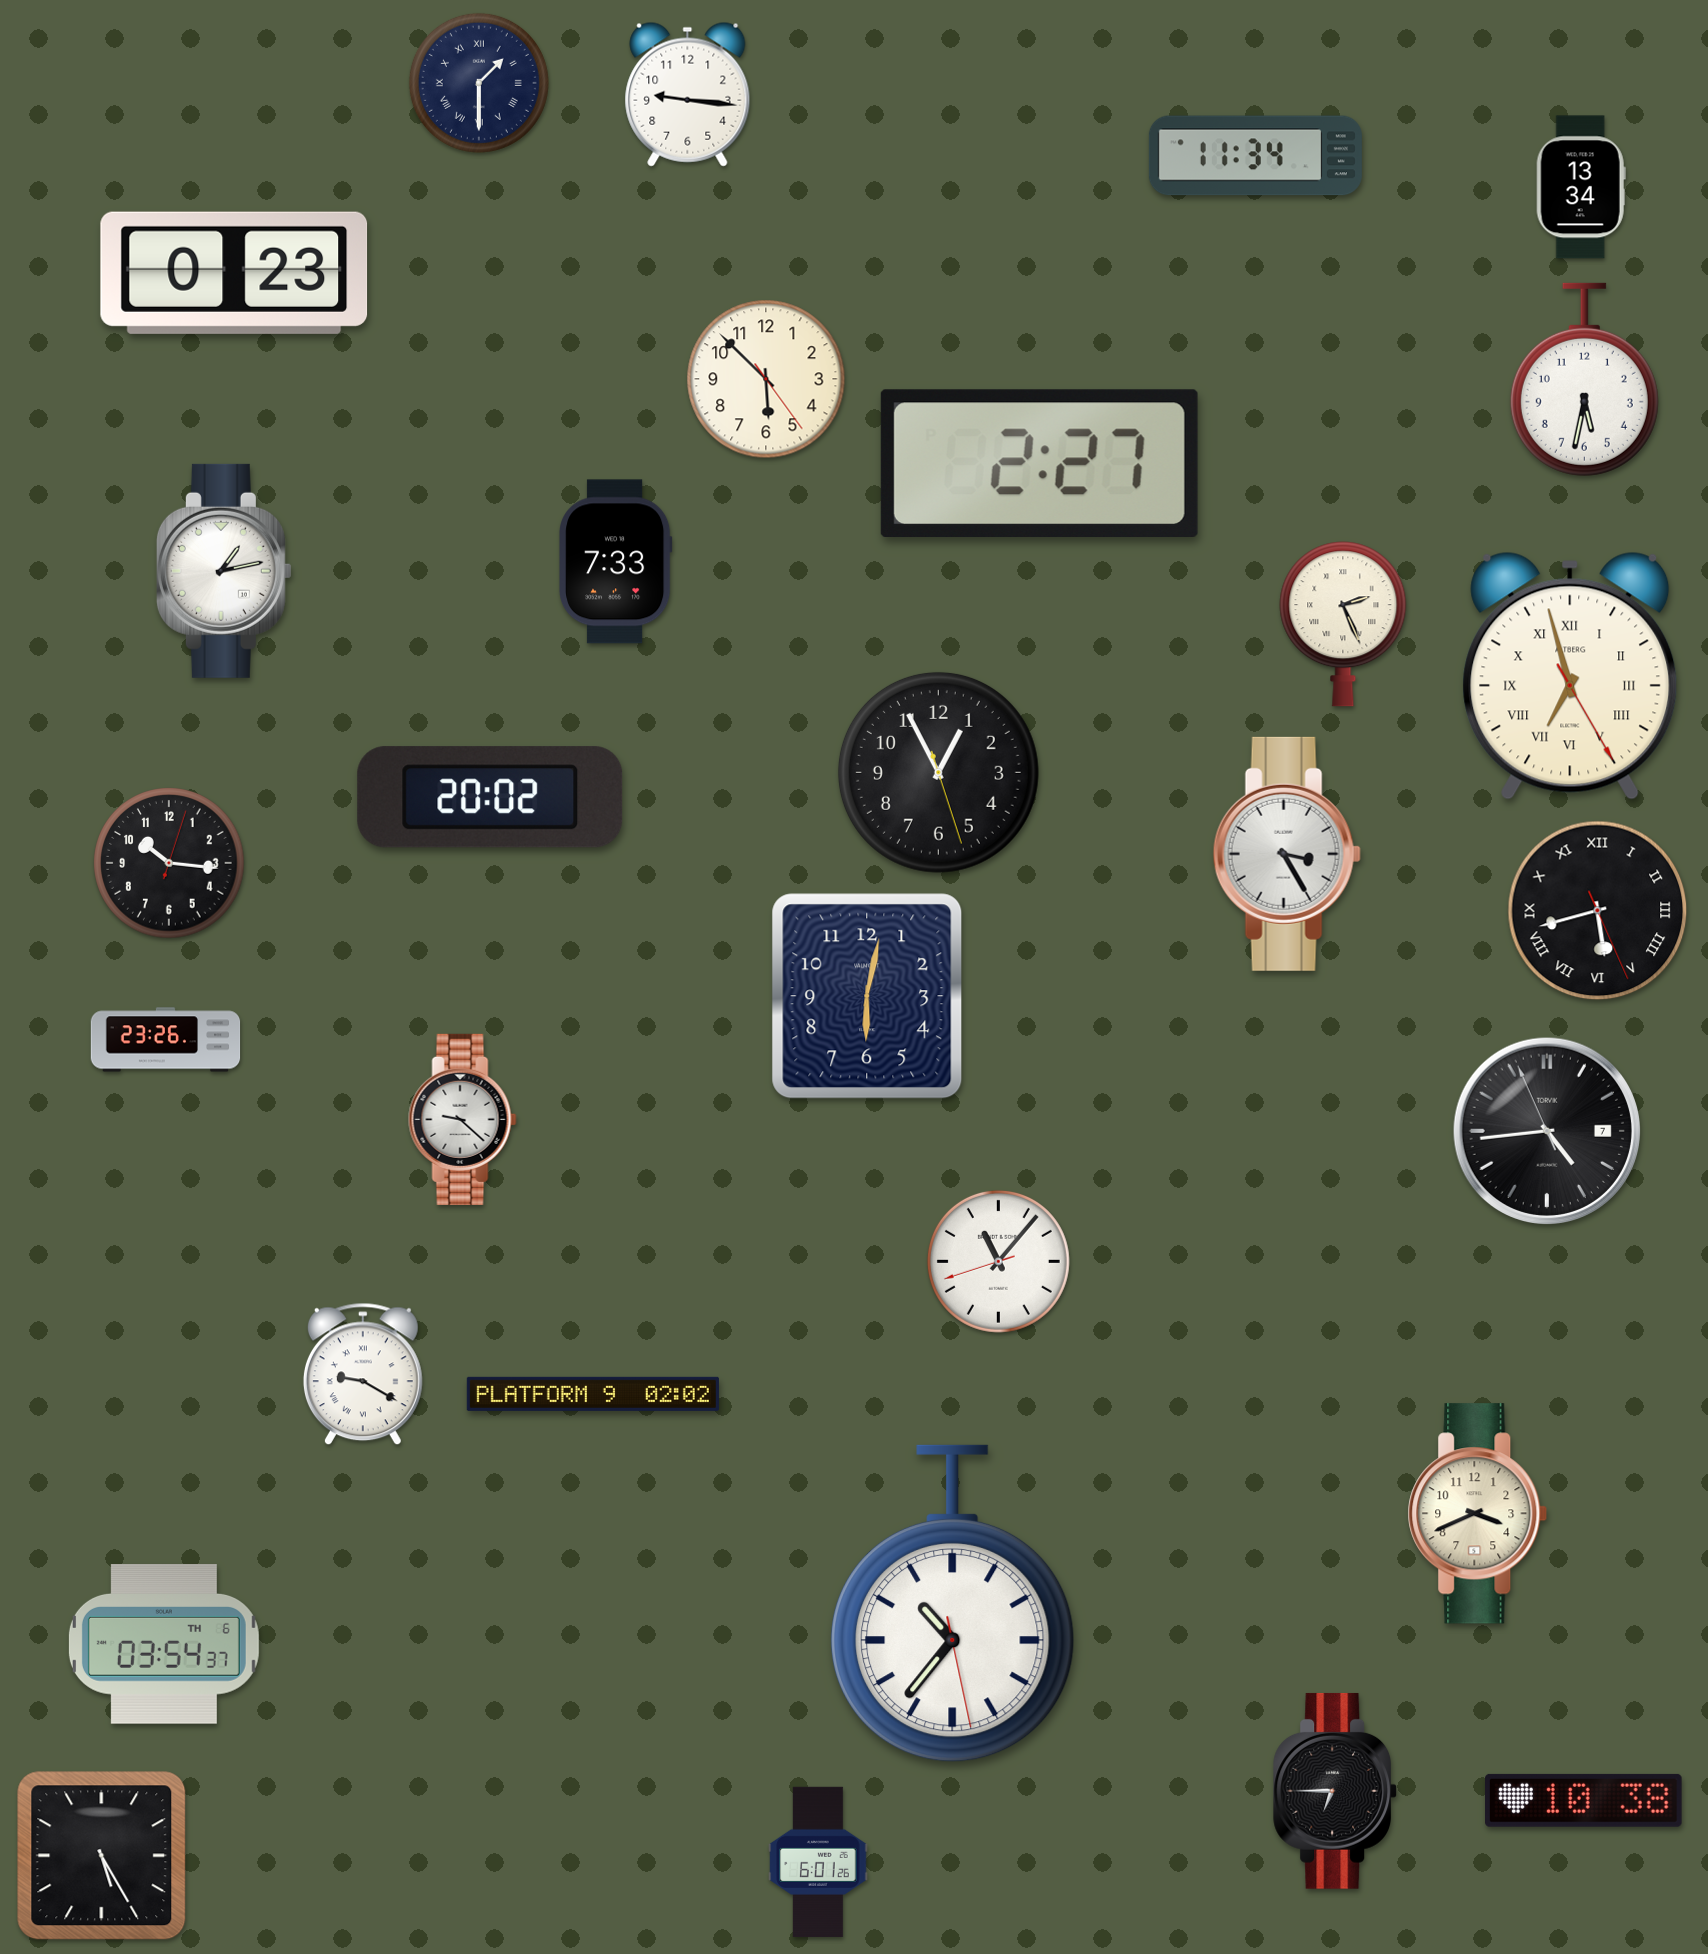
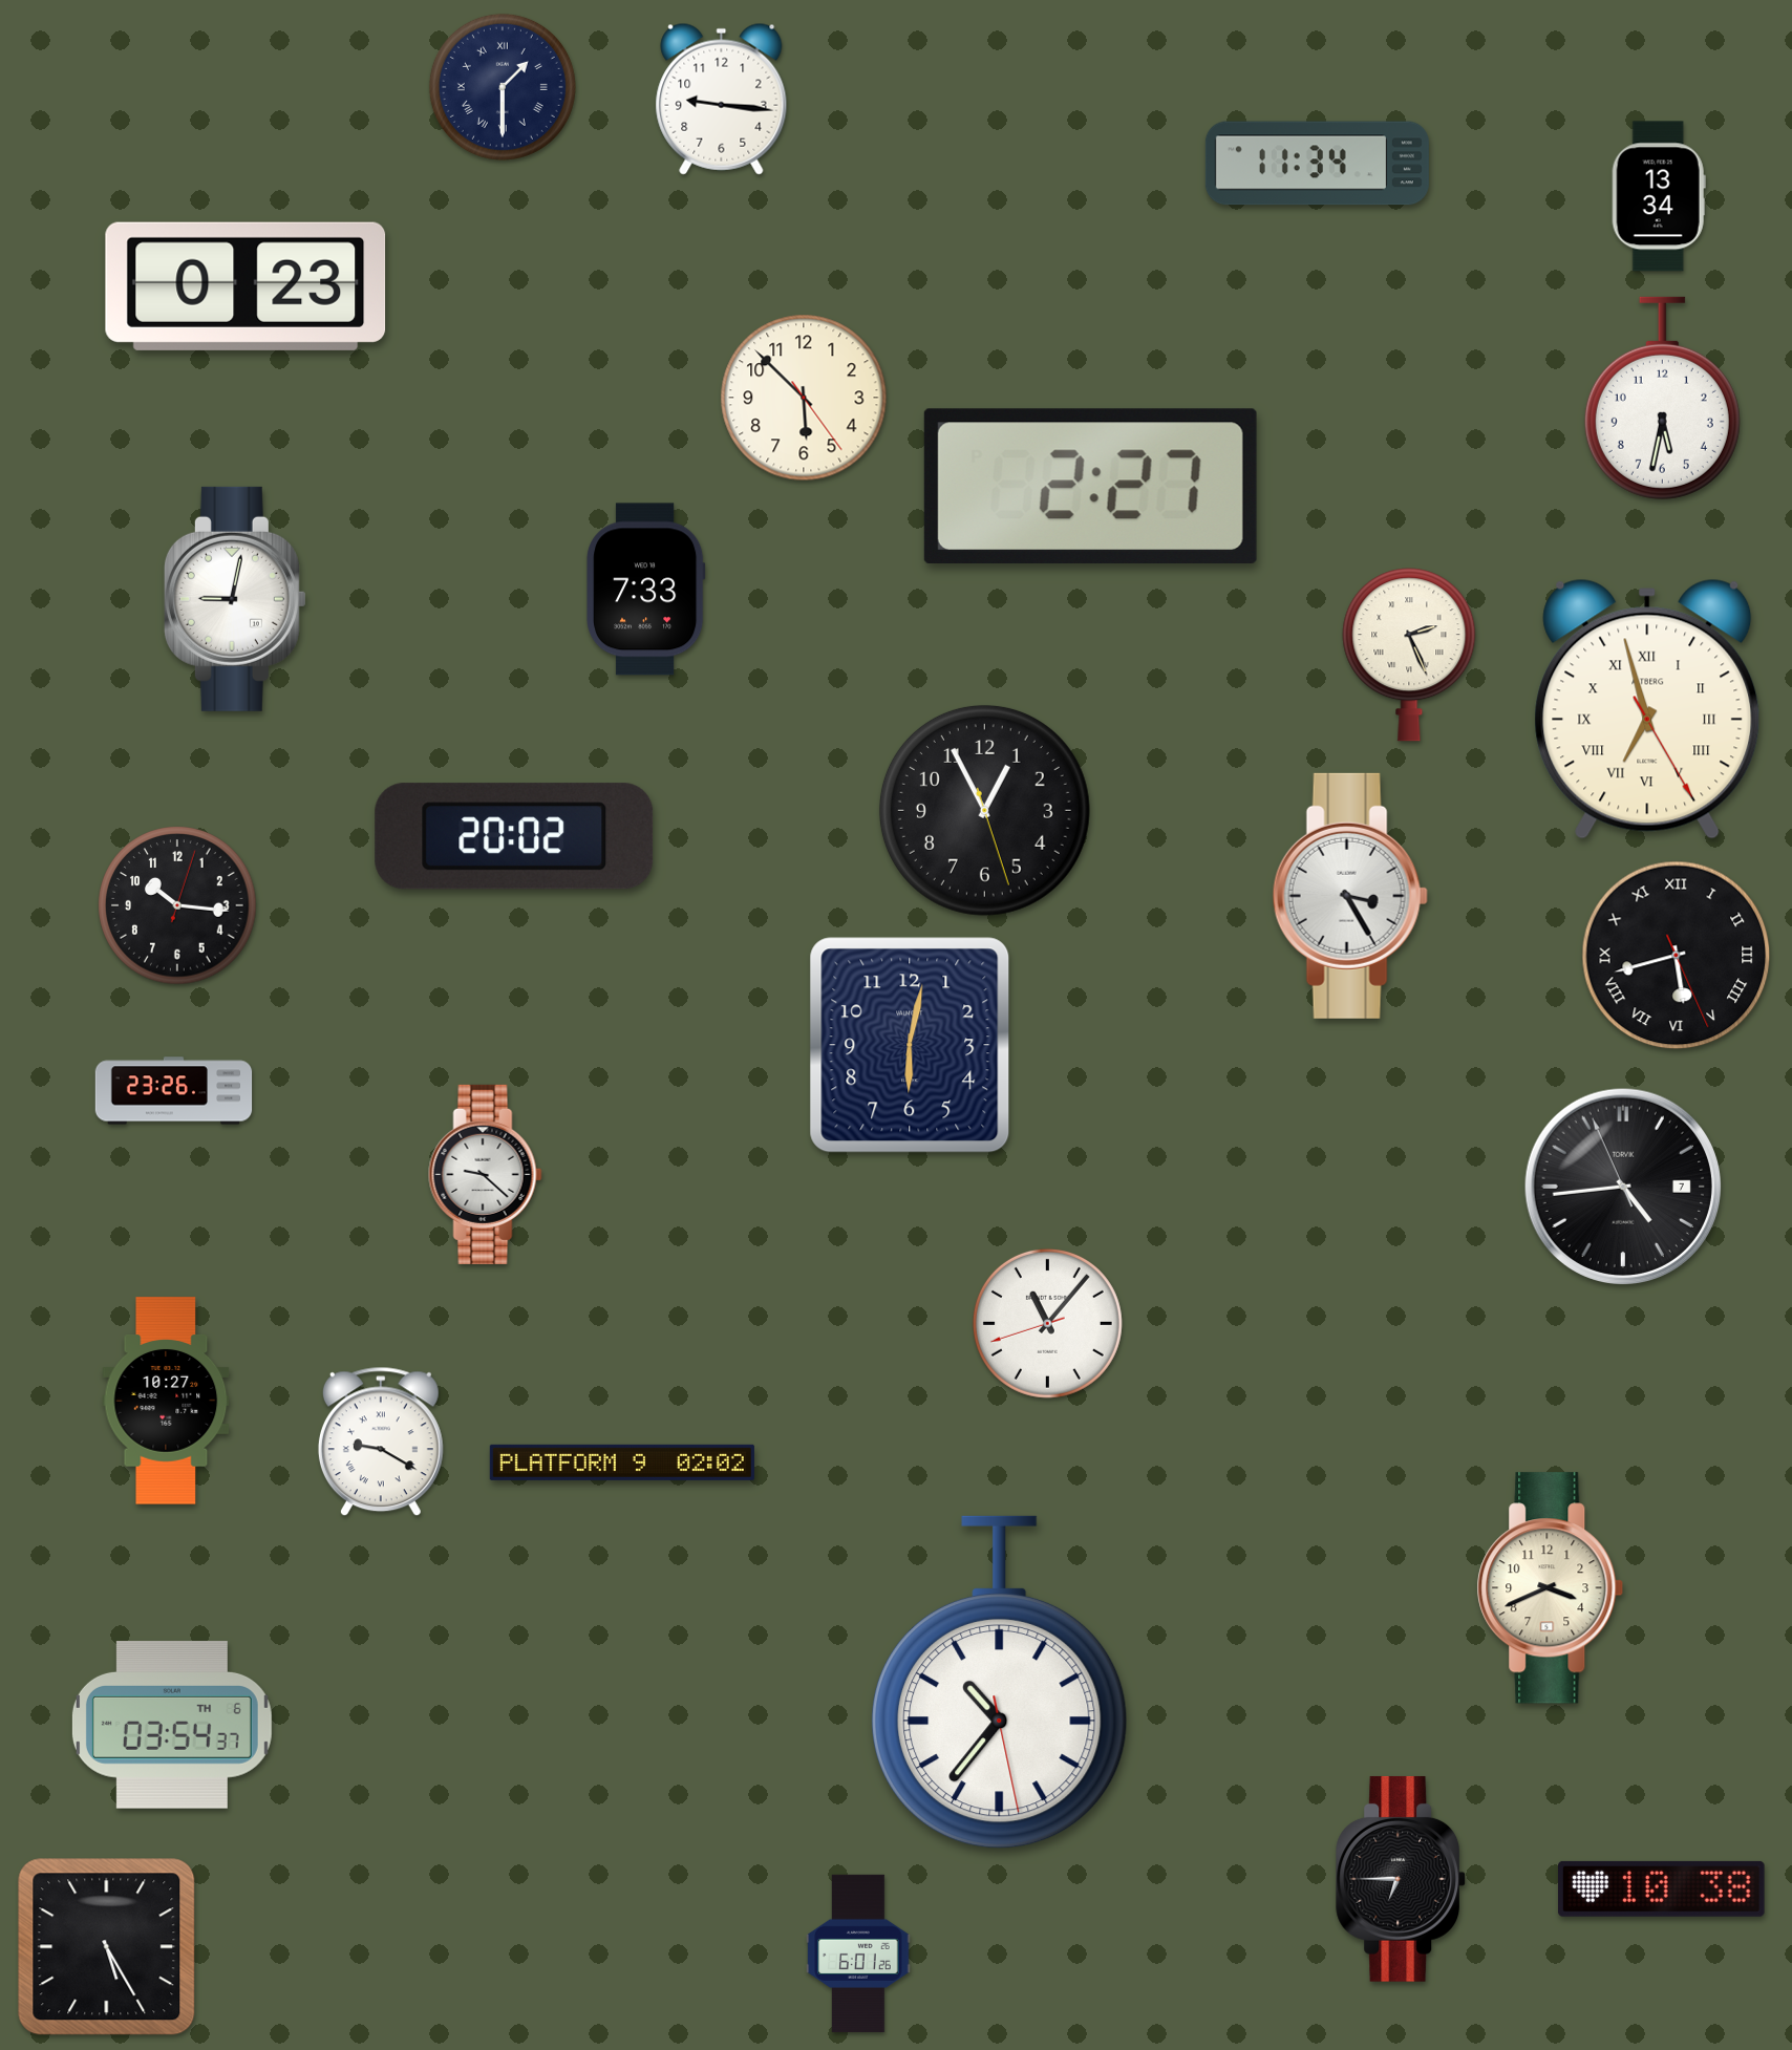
clock at (224, 571): 1:13 -> 9:02
clock at (166, 1401): none -> 10:27
